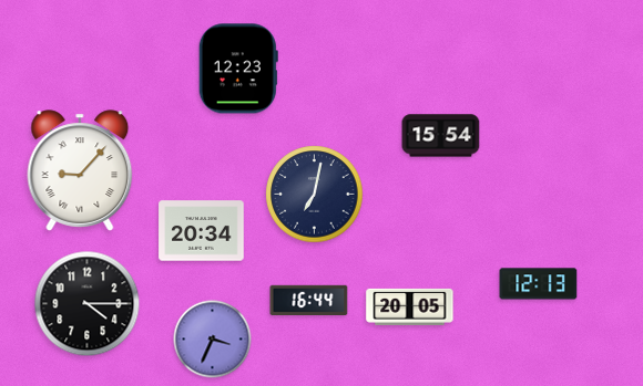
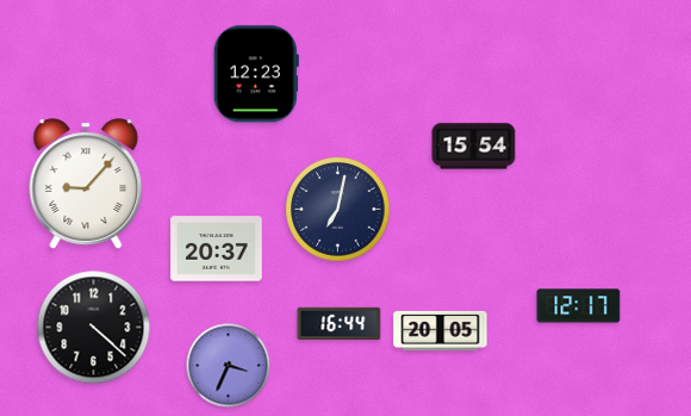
clock at (202, 231): 20:34 -> 20:37
clock at (539, 284): 12:13 -> 12:17
clock at (309, 300) position: (309, 300) -> (340, 323)
clock at (88, 304): 4:15 -> 4:22
